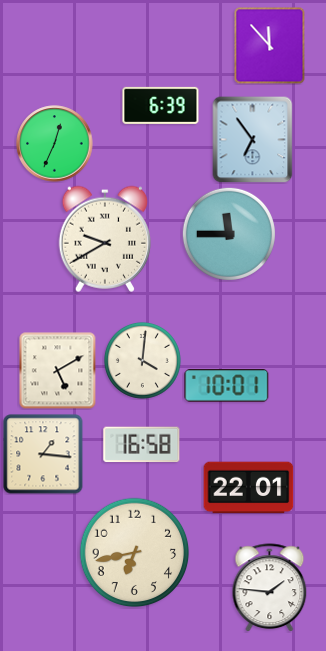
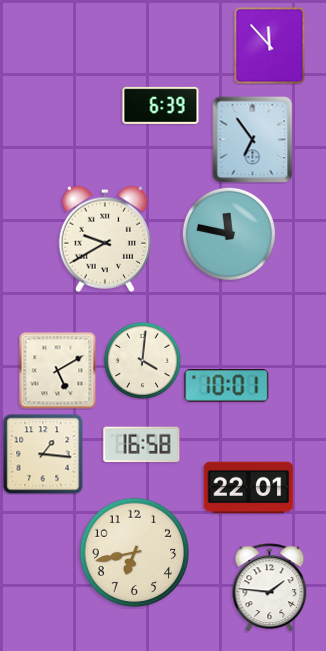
clock at (55, 144): 12:34 -> none
clock at (229, 234): 11:45 -> 11:47
